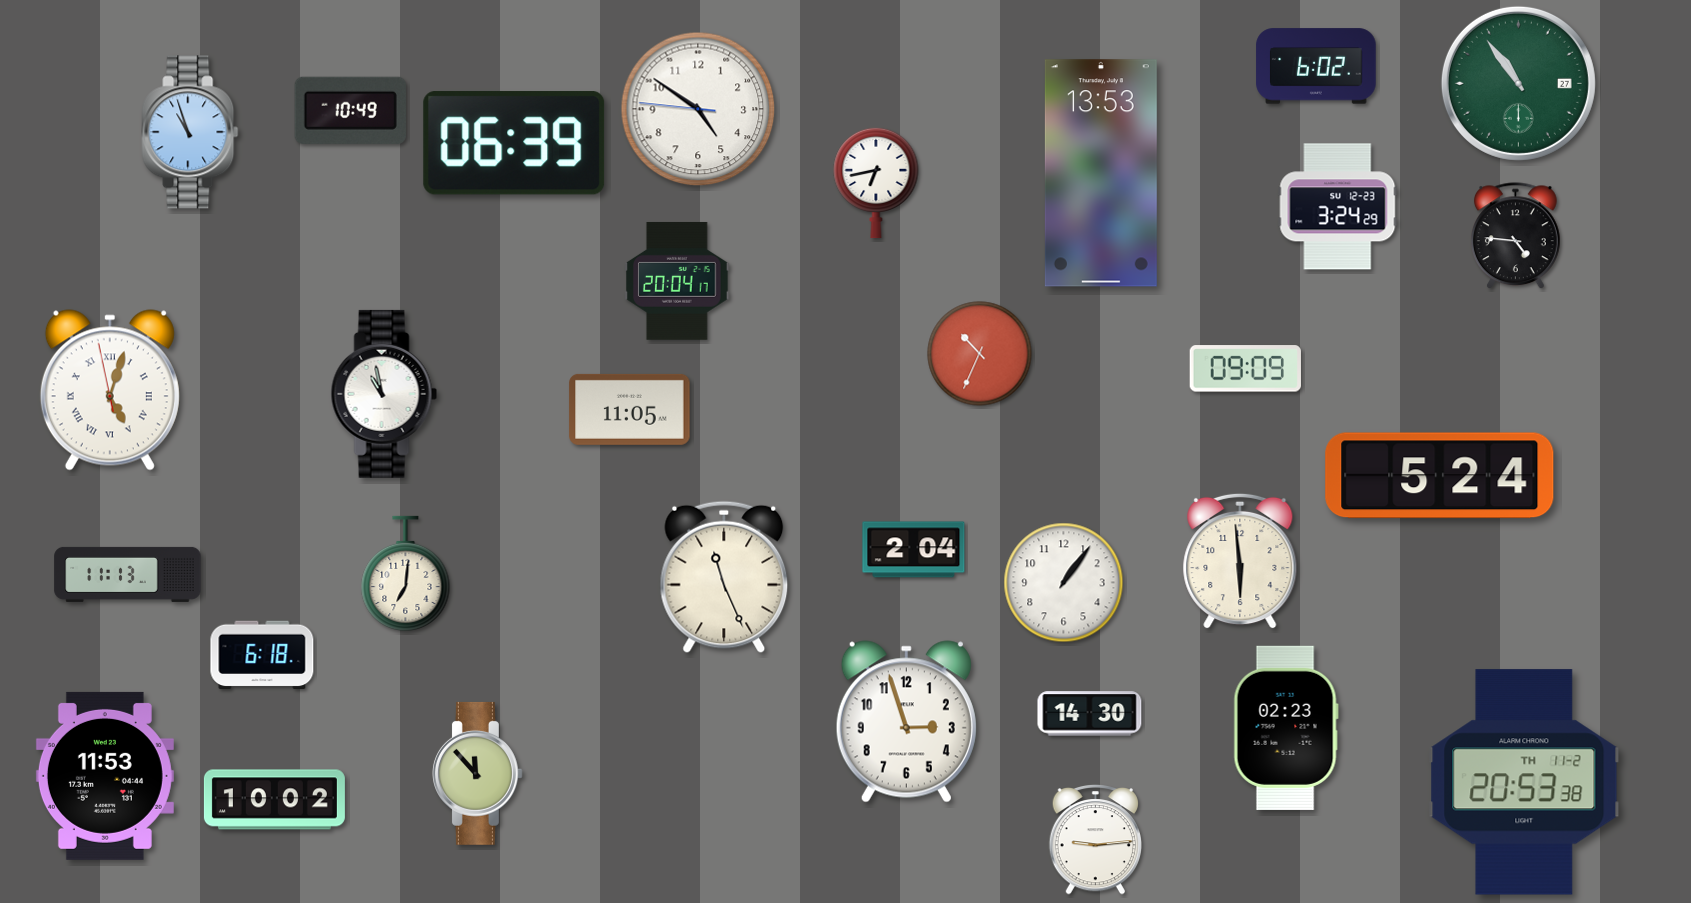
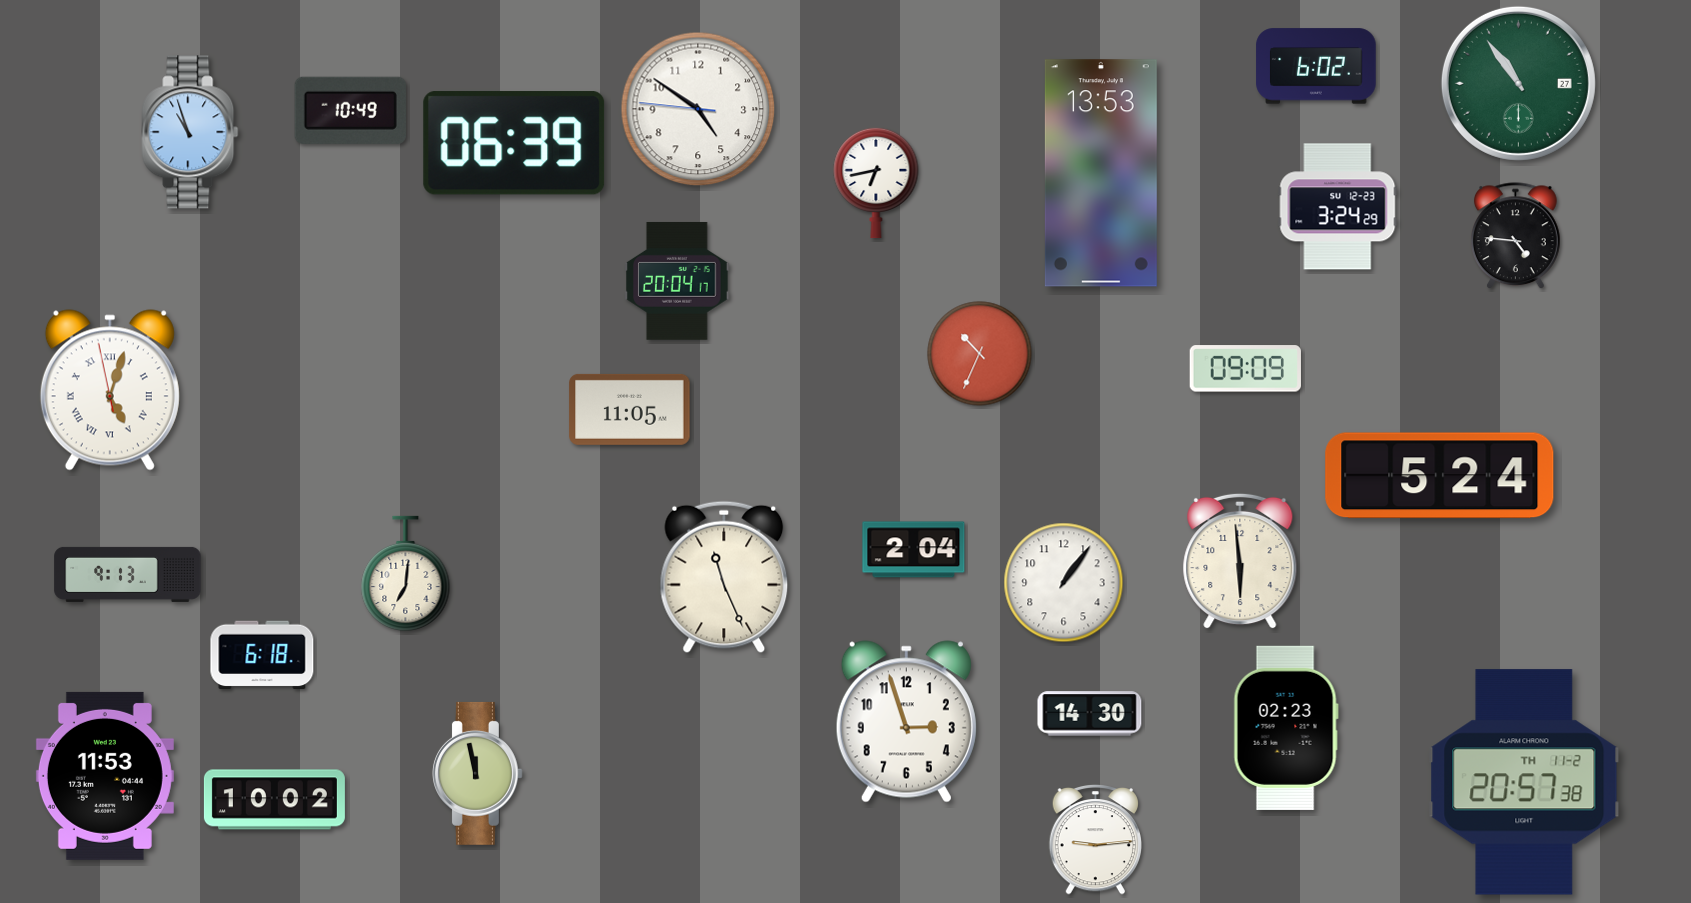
clock at (384, 394): 10:58 -> none
clock at (128, 574): 11:13 -> 9:13
clock at (477, 773): 11:53 -> 11:58
clock at (1524, 782): 20:53 -> 20:57
